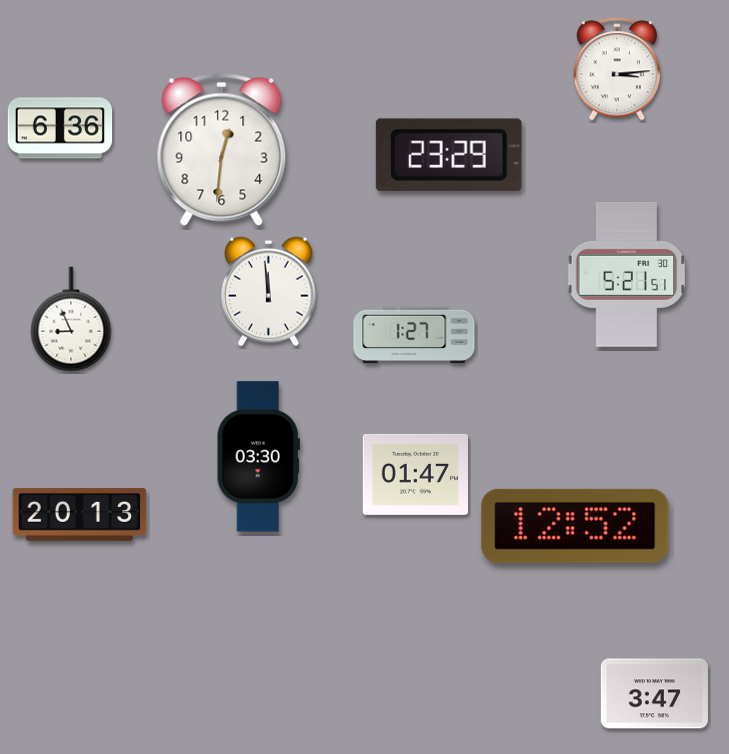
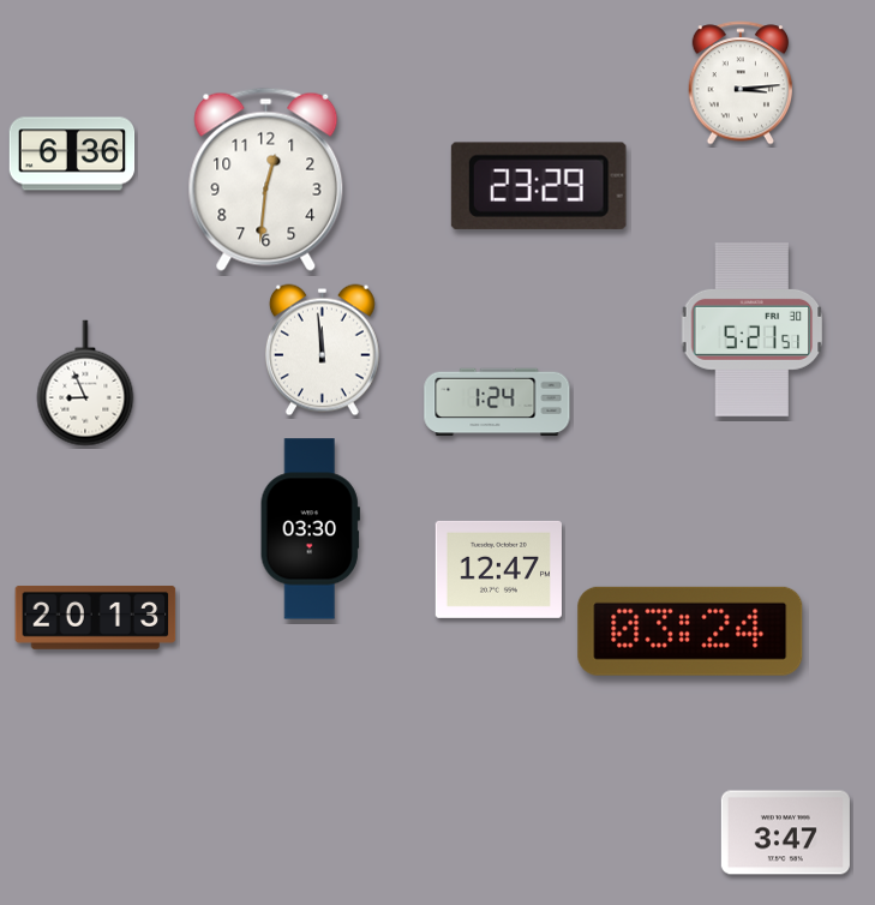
clock at (414, 335): 1:27 -> 1:24
clock at (258, 457) position: (258, 457) -> (310, 529)
clock at (415, 474): 01:47 -> 12:47
clock at (575, 526): 12:52 -> 03:24
